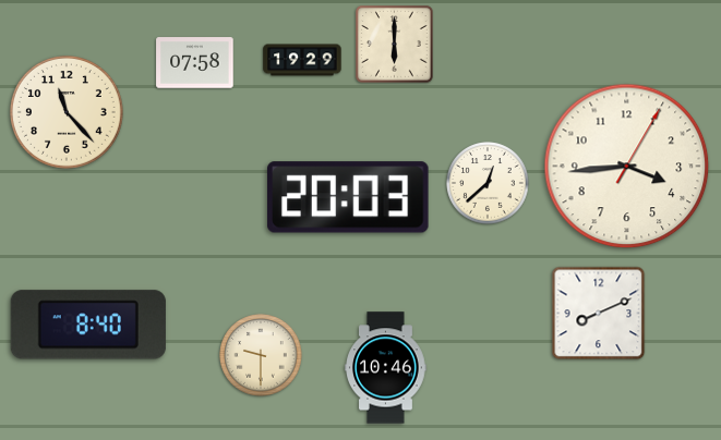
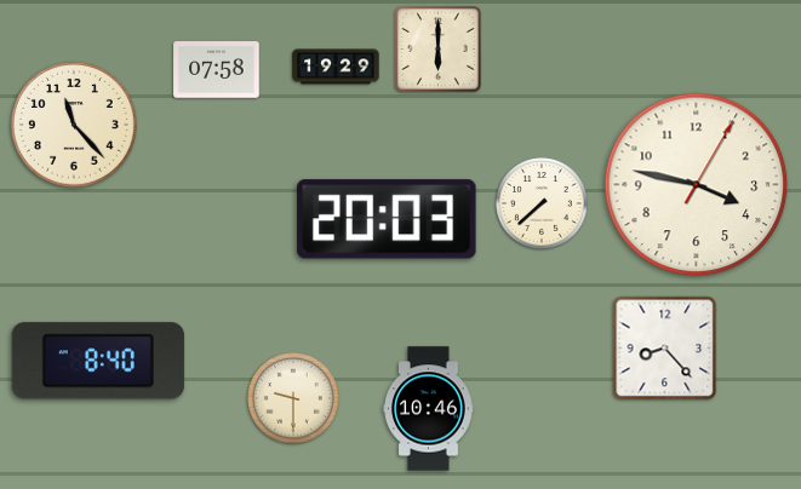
clock at (627, 167): 3:44 -> 3:47
clock at (488, 183): 12:38 -> 7:38
clock at (599, 314): 8:11 -> 8:23
clock at (261, 355) position: (261, 355) -> (293, 398)
